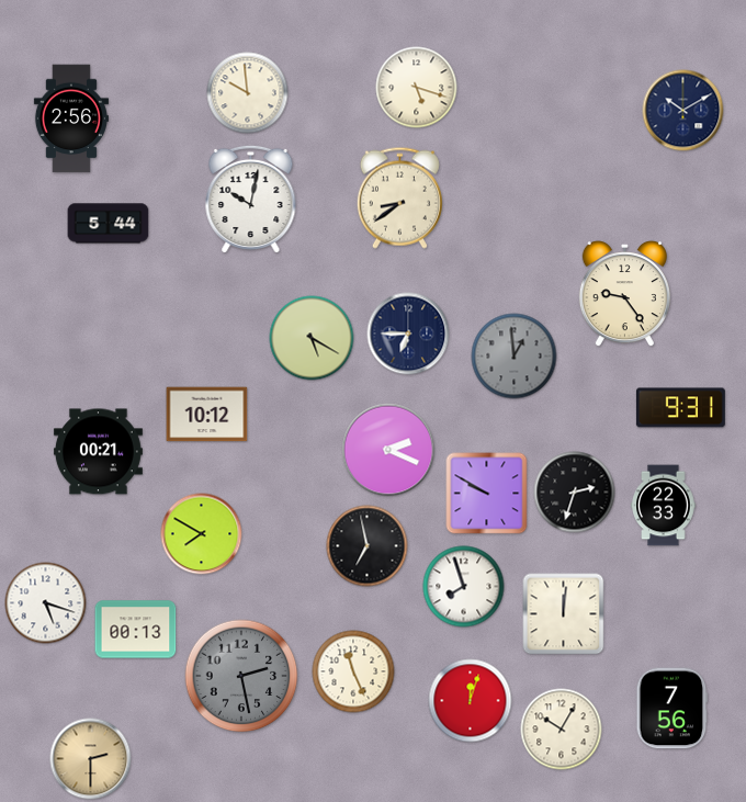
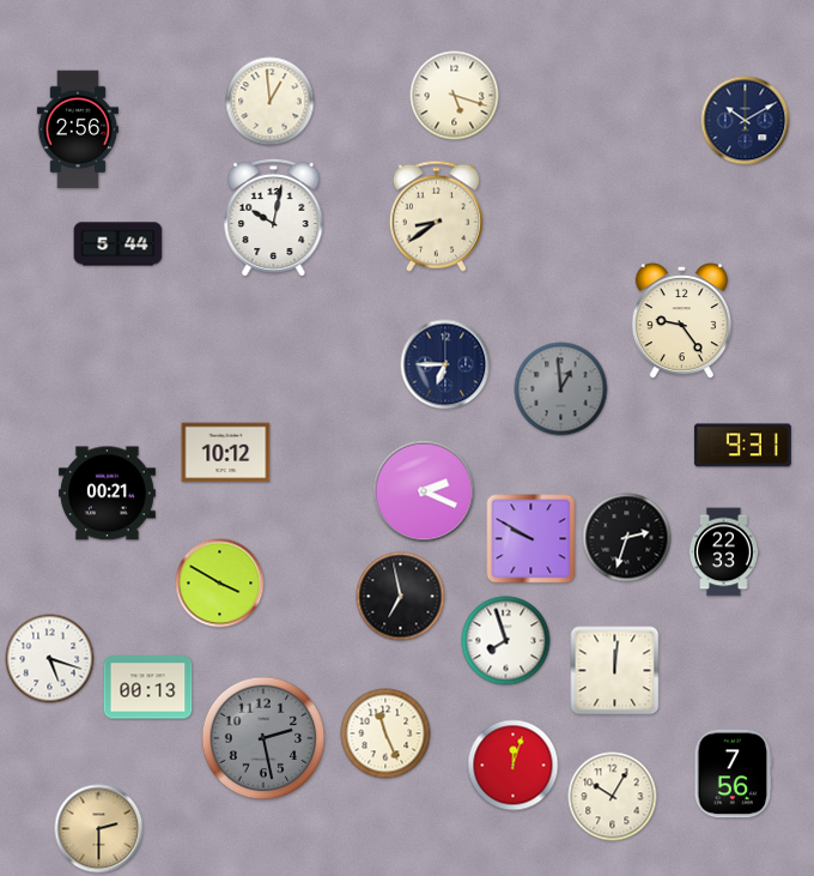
clock at (248, 93): 9:59 -> 12:59
clock at (312, 338): 5:20 -> none
clock at (202, 534): 7:50 -> 3:50
